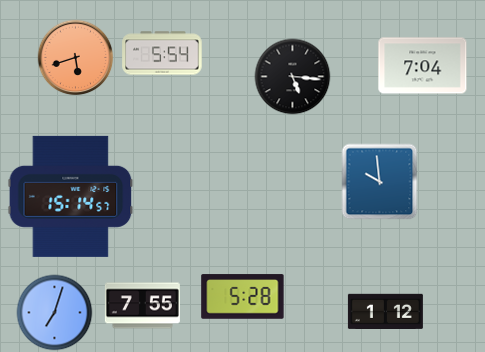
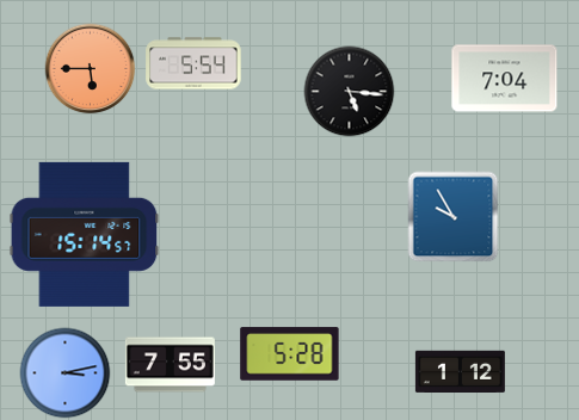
clock at (76, 58): 5:42 -> 5:45
clock at (380, 182): 9:59 -> 9:55
clock at (55, 313): 7:03 -> 3:13
